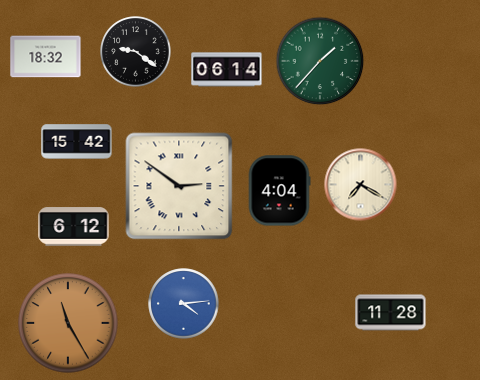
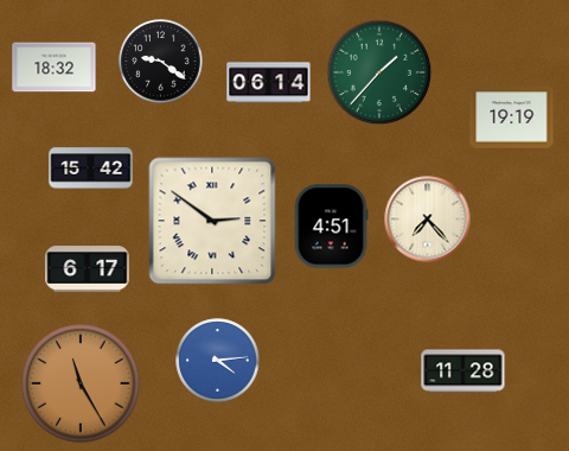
clock at (512, 117): none -> 19:19
clock at (361, 185): 7:20 -> 7:23
clock at (279, 191): 4:04 -> 4:51
clock at (74, 227): 6:12 -> 6:17
